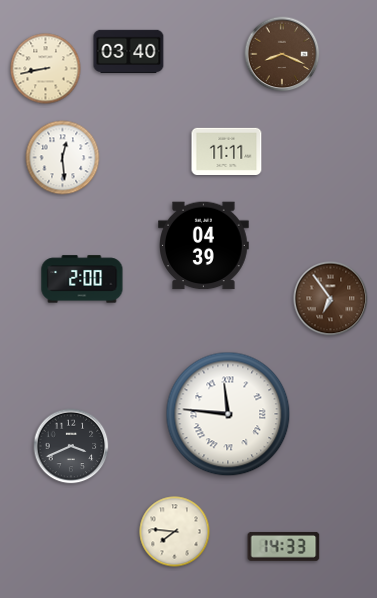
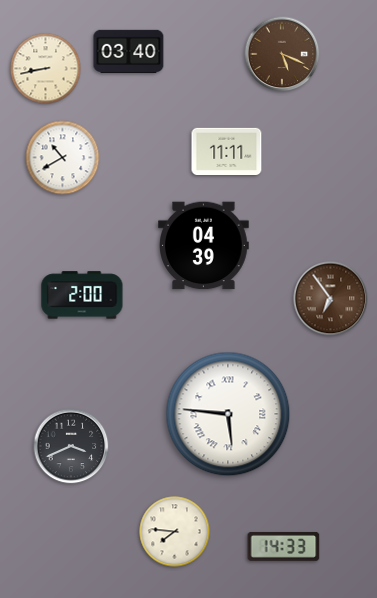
clock at (282, 54): 8:19 -> 5:19
clock at (63, 158): 12:29 -> 10:40
clock at (82, 279) position: (82, 279) -> (82, 295)
clock at (228, 414): 11:46 -> 5:46
